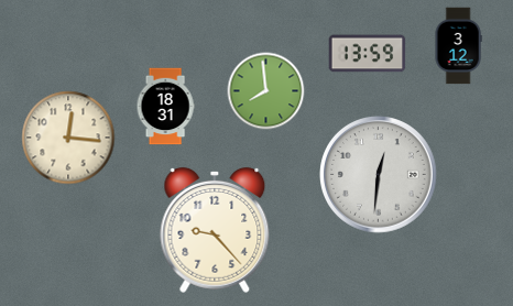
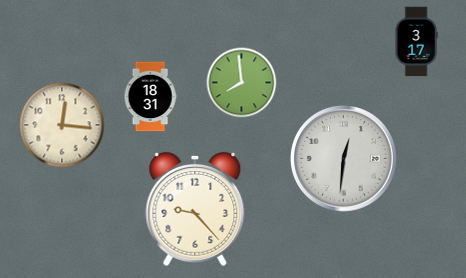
clock at (458, 46): 3:12 -> 3:17
clock at (368, 54): 13:59 -> none
